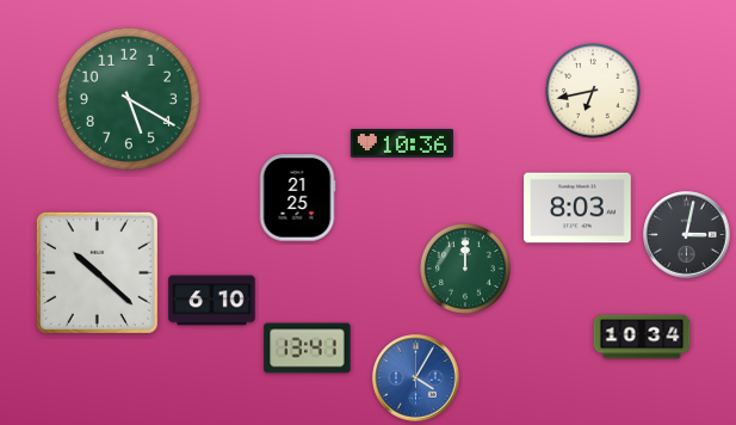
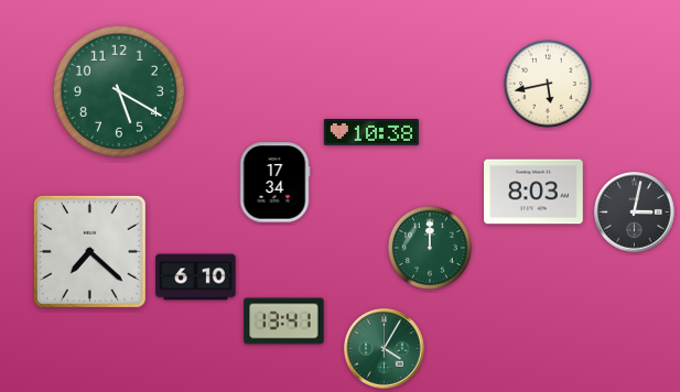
clock at (593, 91): 6:43 -> 5:43
clock at (402, 144): 10:36 -> 10:38
clock at (297, 198): 21:25 -> 17:34
clock at (687, 235) position: (687, 235) -> (635, 213)
clock at (97, 272): 10:22 -> 7:22
clock at (642, 337): 10:34 -> none
clock at (416, 378) dial: blue -> green
